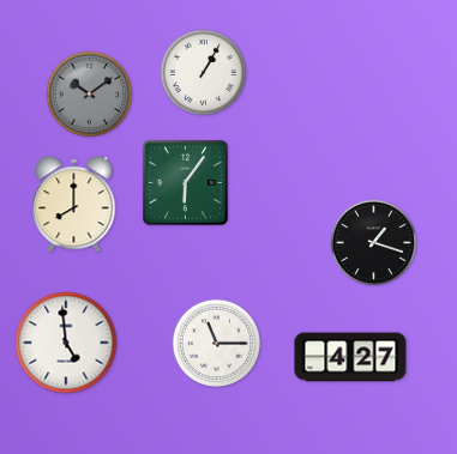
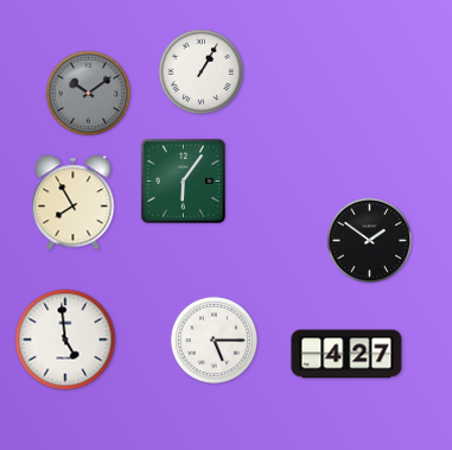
clock at (74, 205): 8:00 -> 7:55
clock at (374, 243): 1:18 -> 1:51
clock at (216, 343): 11:15 -> 5:15
